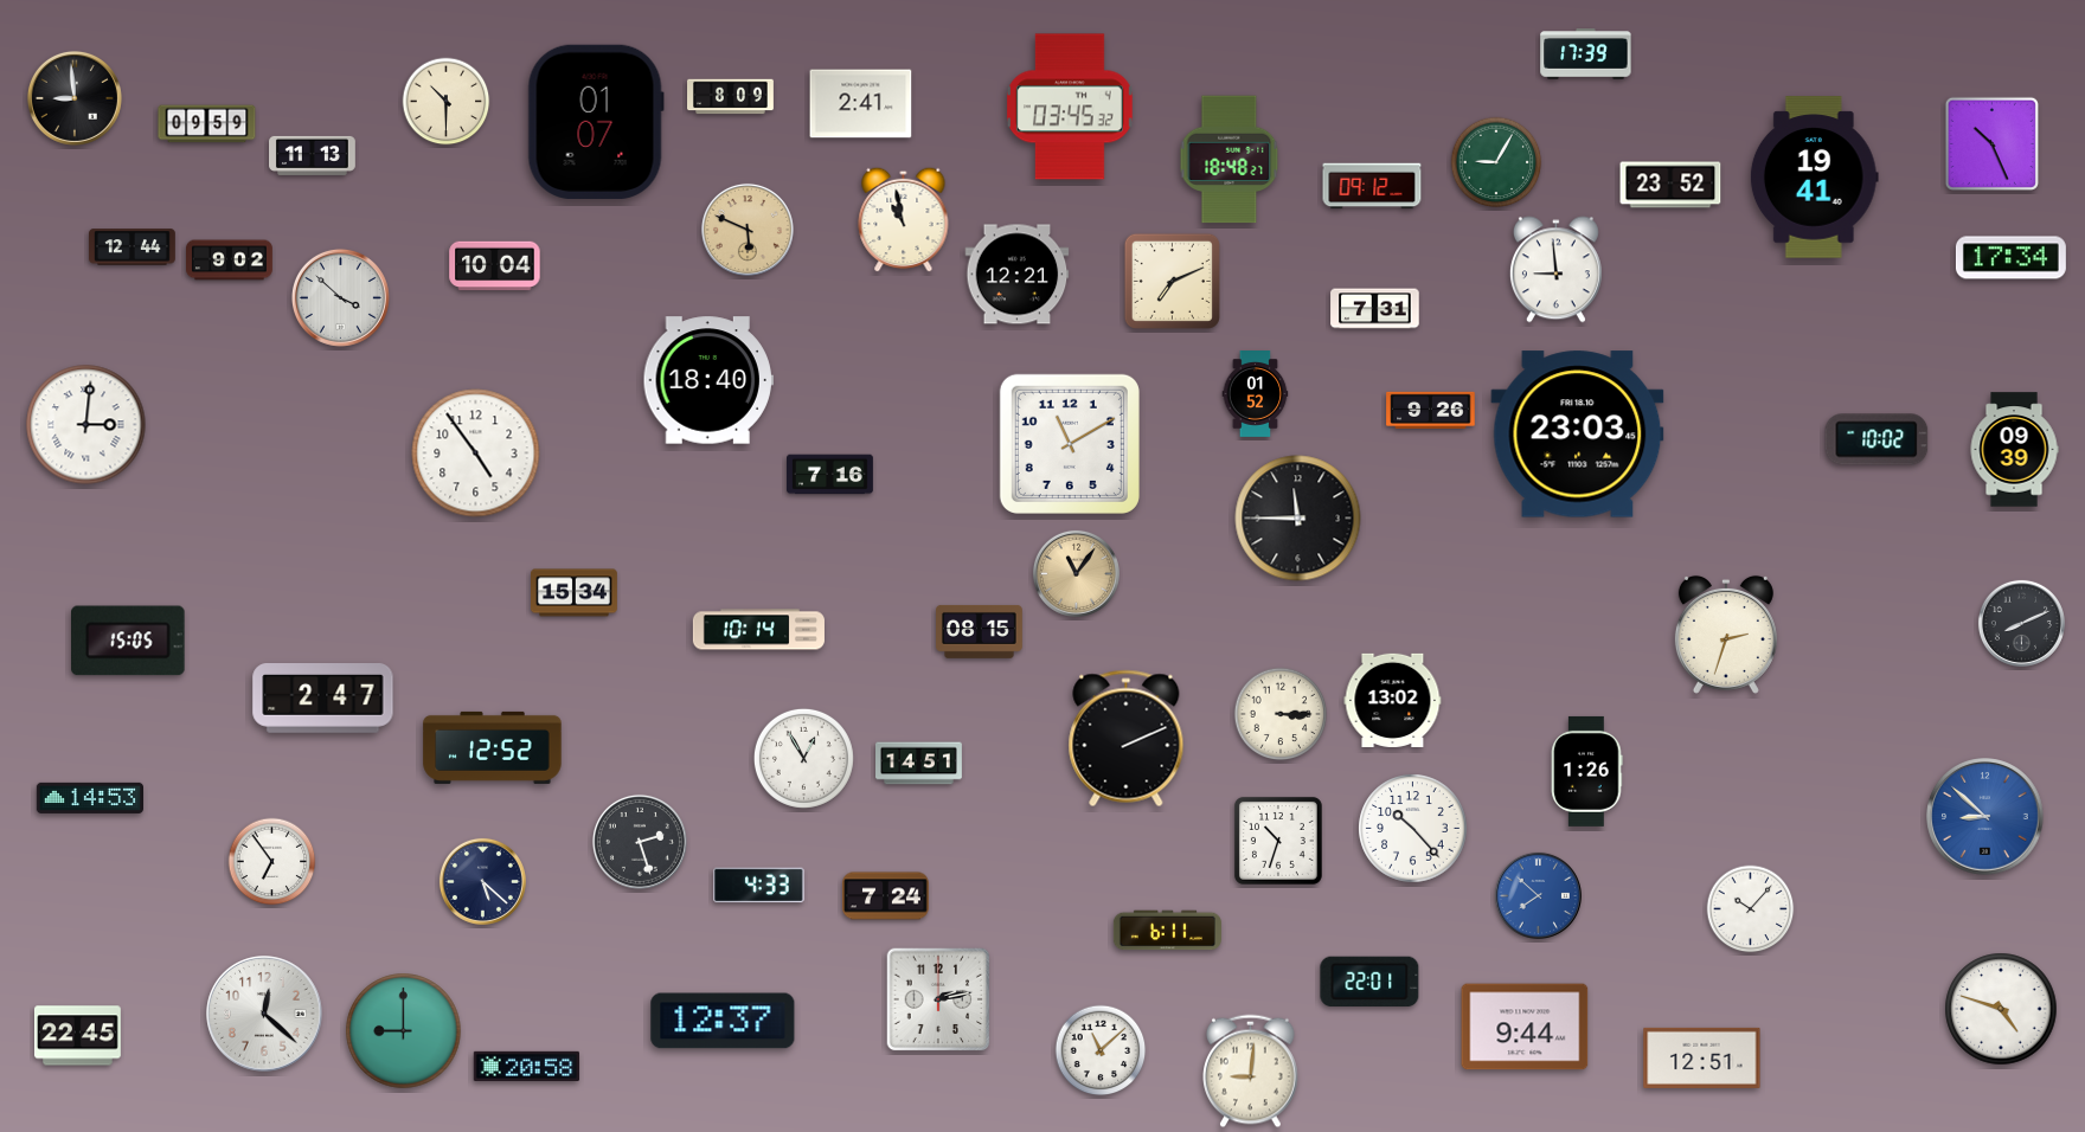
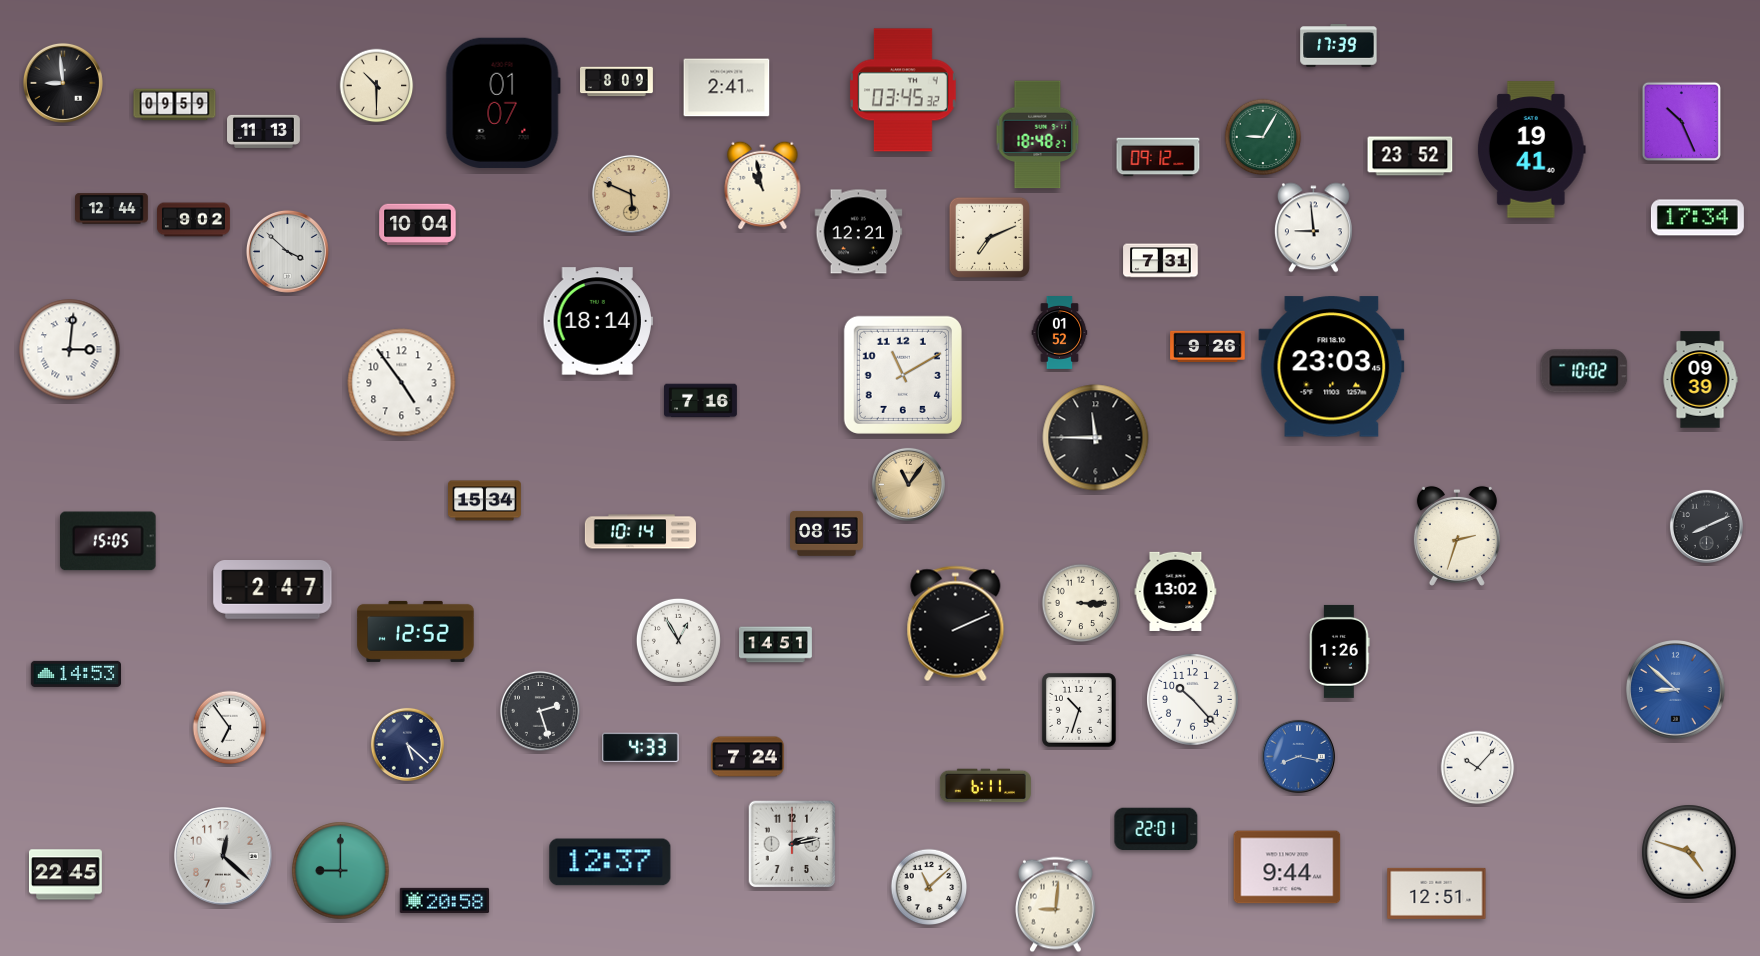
clock at (708, 380): 18:40 -> 18:14
clock at (86, 425) position: (86, 425) -> (70, 350)
clock at (1127, 739) position: (1127, 739) -> (956, 624)
clock at (1538, 895): 7:52 -> 8:17
